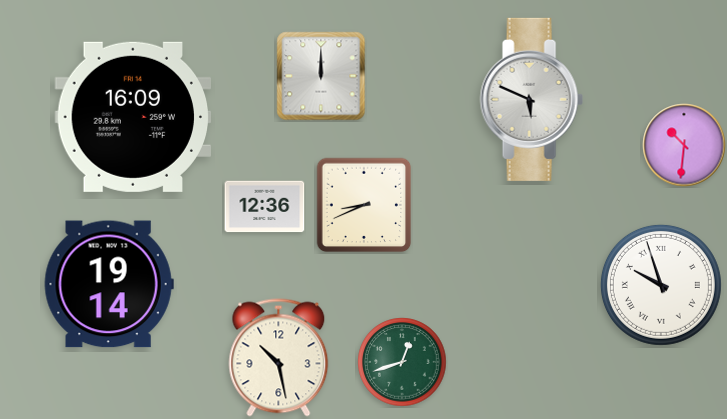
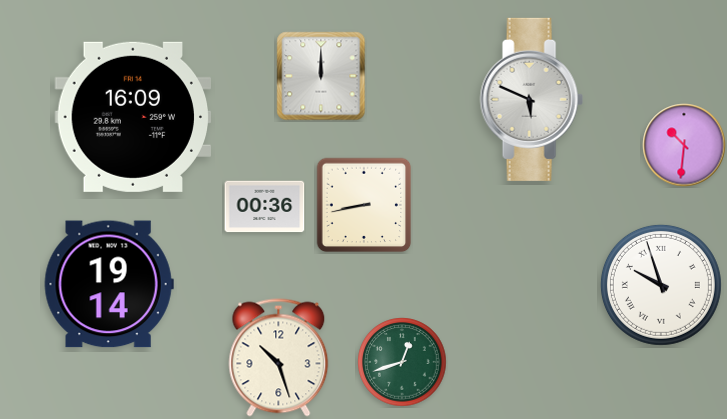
clock at (364, 205): 8:41 -> 8:43
clock at (265, 207): 12:36 -> 00:36
clock at (279, 358): 10:28 -> 10:27
